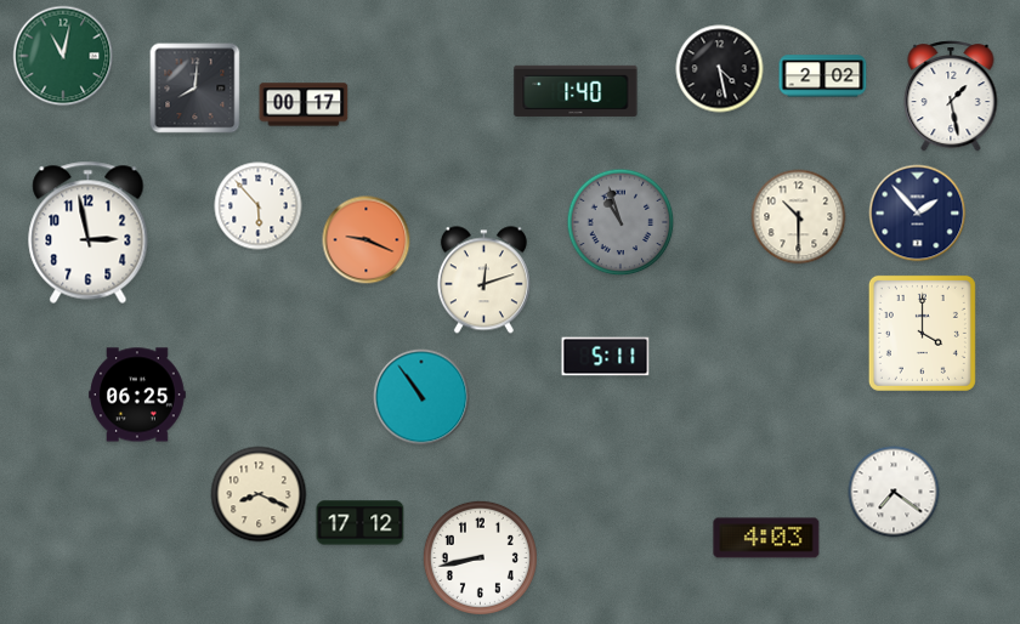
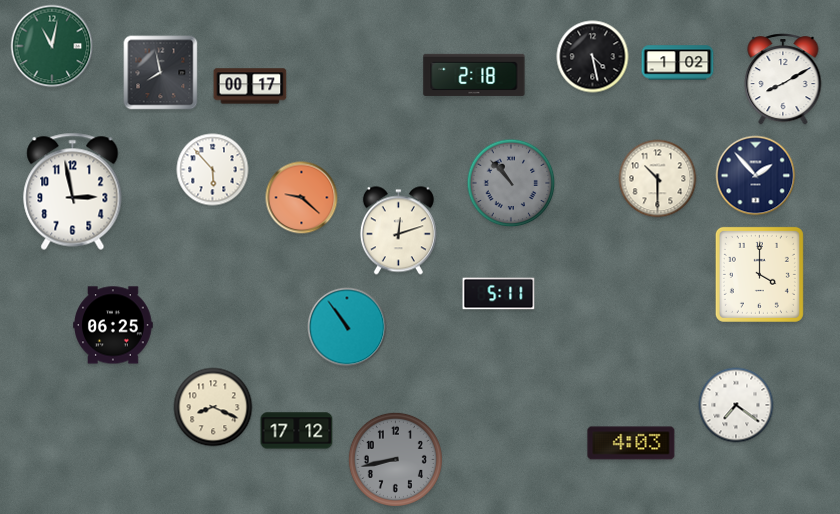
clock at (823, 76): 2:02 -> 1:02
clock at (195, 89): 8:01 -> 7:58
clock at (576, 91): 1:40 -> 2:18
clock at (951, 97): 1:28 -> 8:10
clock at (620, 222): 10:57 -> 10:53
clock at (367, 240): 9:19 -> 9:22
clock at (480, 557) dial: white -> grey
